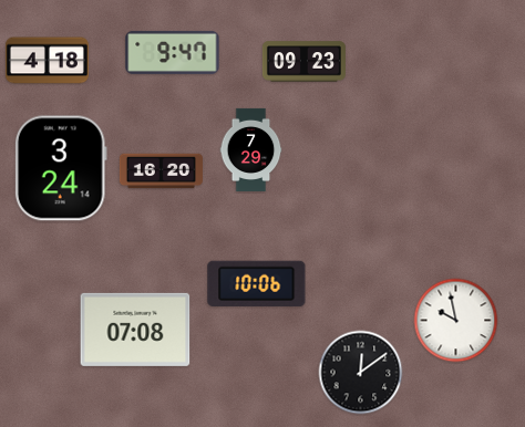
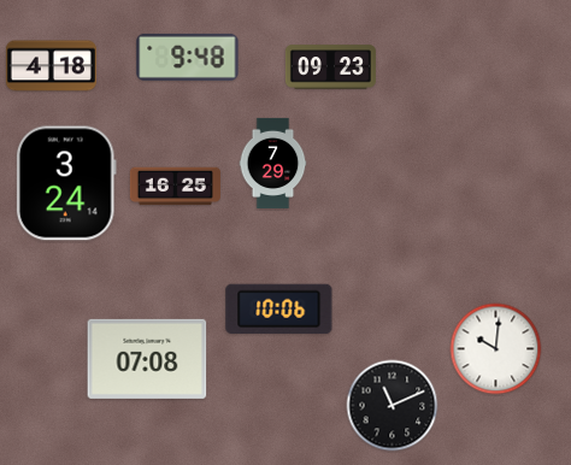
clock at (173, 52): 9:47 -> 9:48
clock at (161, 171): 16:20 -> 16:25
clock at (456, 321): 9:58 -> 10:01
clock at (361, 373): 12:09 -> 11:11
